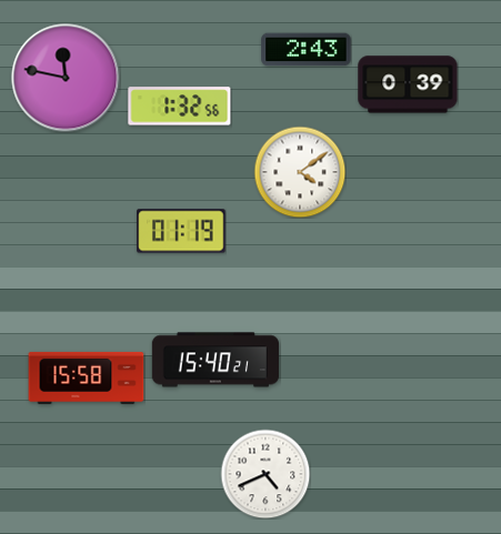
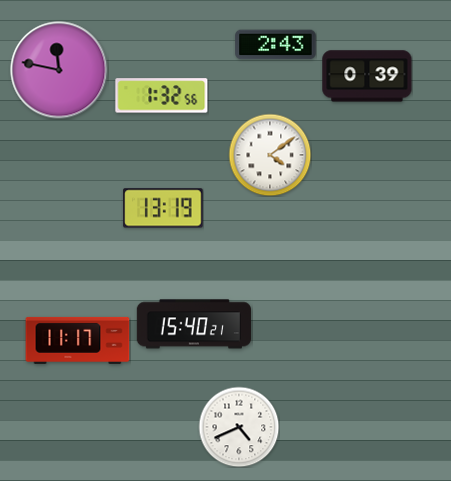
clock at (181, 231): 01:19 -> 13:19
clock at (87, 377): 15:58 -> 11:17
